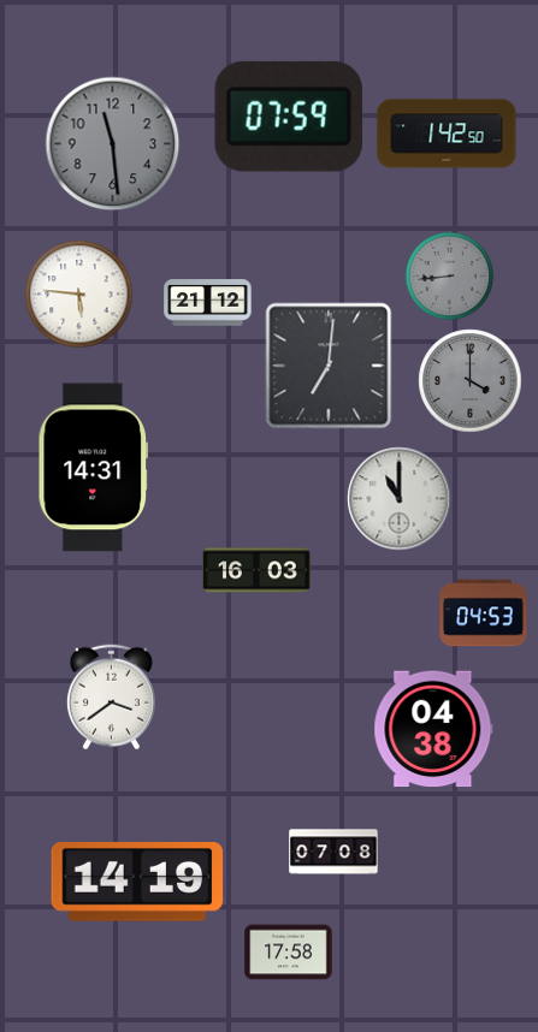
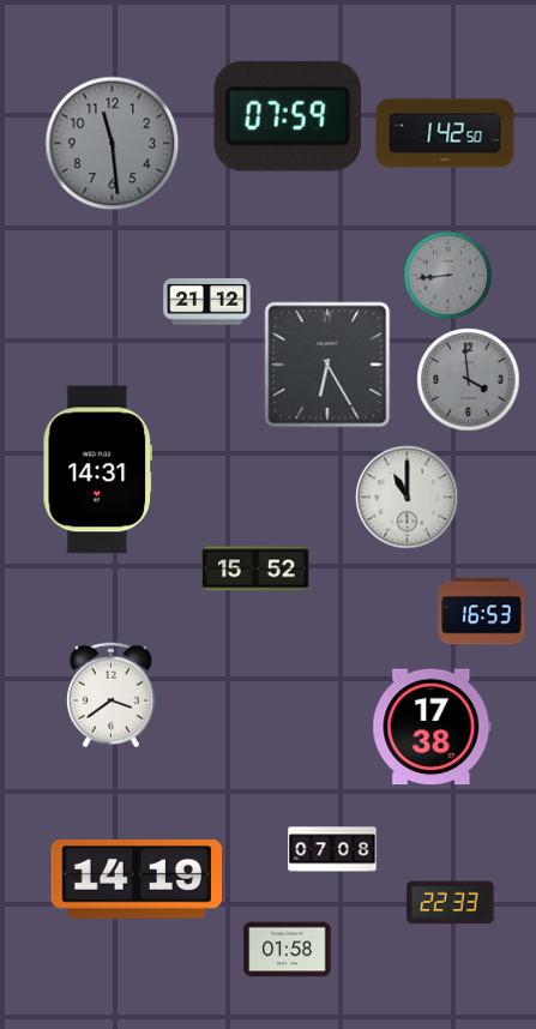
clock at (79, 295): 5:46 -> none
clock at (329, 366): 7:01 -> 6:25
clock at (471, 381): 4:00 -> 3:59
clock at (93, 468) position: (93, 468) -> (97, 470)
clock at (400, 499) position: (400, 499) -> (408, 498)
clock at (258, 570): 16:03 -> 15:52
clock at (484, 613): 04:53 -> 16:53
clock at (433, 729): 04:38 -> 17:38
clock at (451, 903): none -> 22:33
clock at (289, 953): 17:58 -> 01:58
